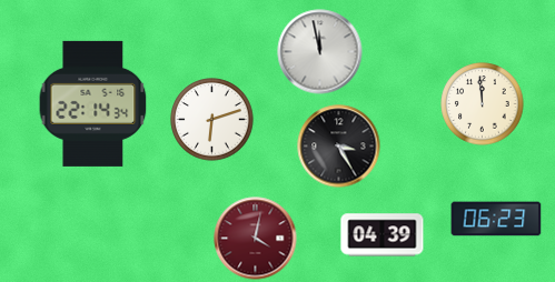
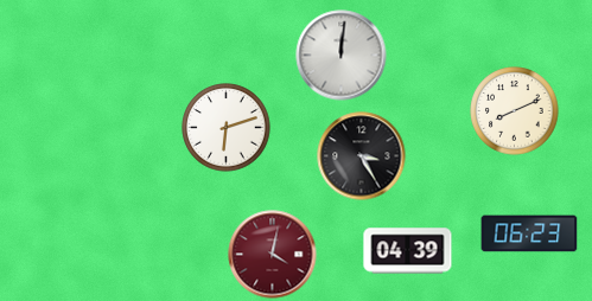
clock at (320, 52): 11:58 -> 12:01
clock at (93, 103): 22:14 -> none
clock at (483, 104): 11:59 -> 8:11
